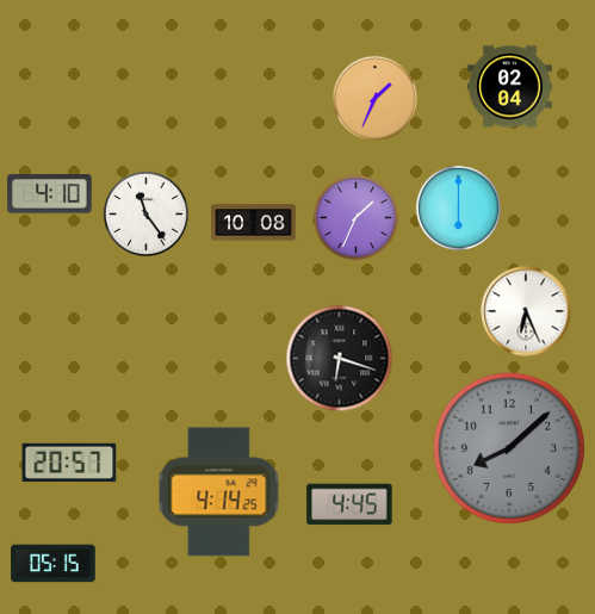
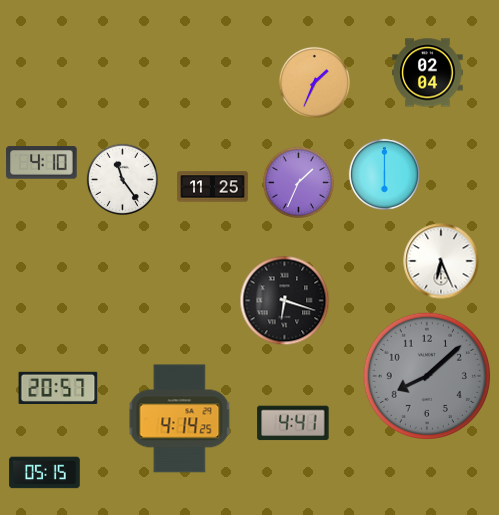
clock at (254, 223): 10:08 -> 11:25
clock at (219, 492) position: (219, 492) -> (180, 419)
clock at (349, 504): 4:45 -> 4:41
